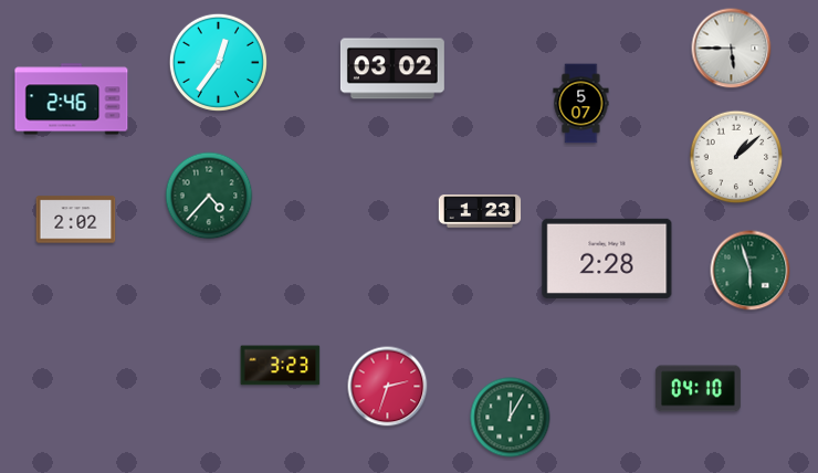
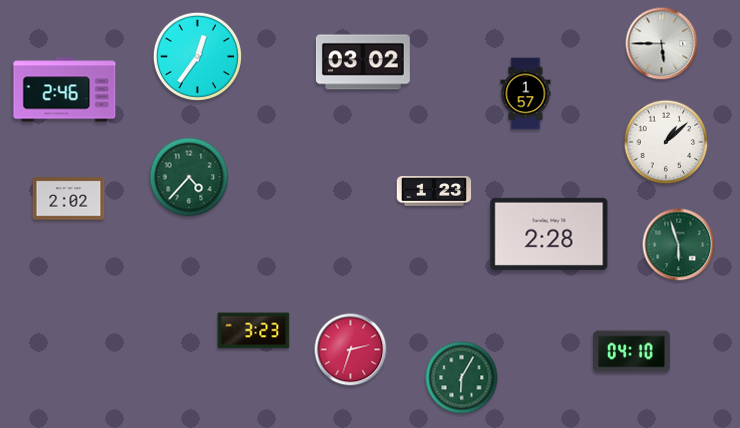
clock at (392, 69) position: (392, 69) -> (363, 62)
clock at (581, 104): 5:07 -> 1:57
clock at (511, 418): 12:05 -> 6:05
